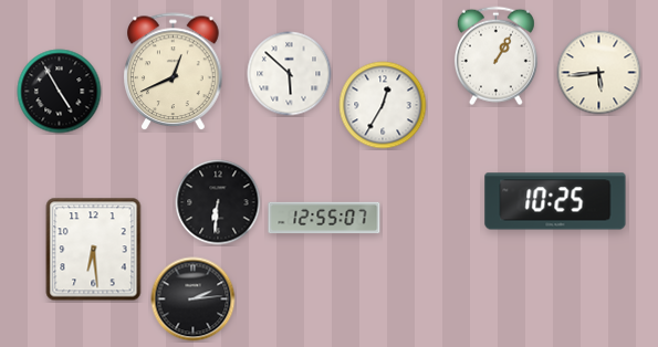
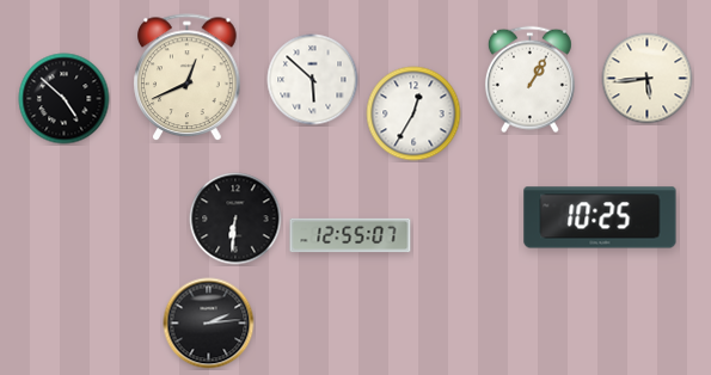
clock at (495, 56) position: (495, 56) -> (529, 80)
clock at (60, 92): 4:55 -> 4:52
clock at (94, 250): 6:29 -> none
